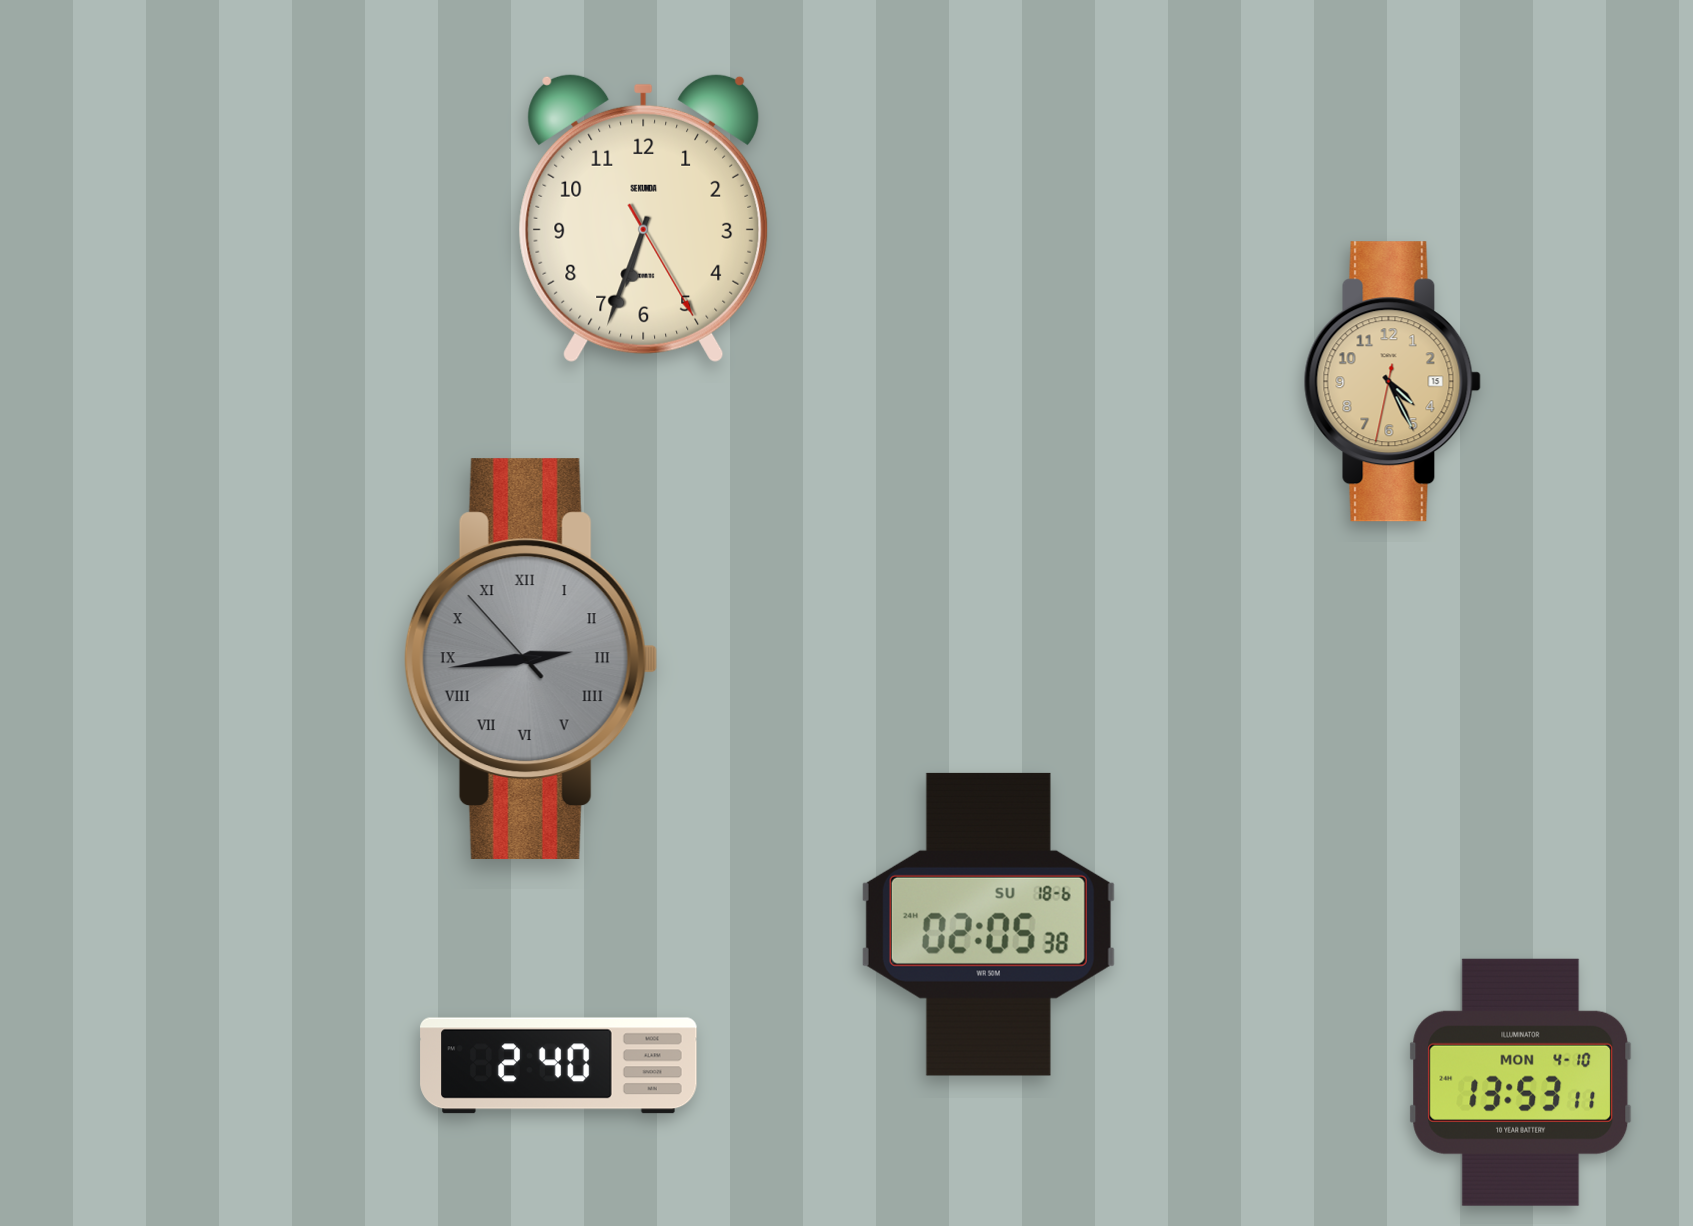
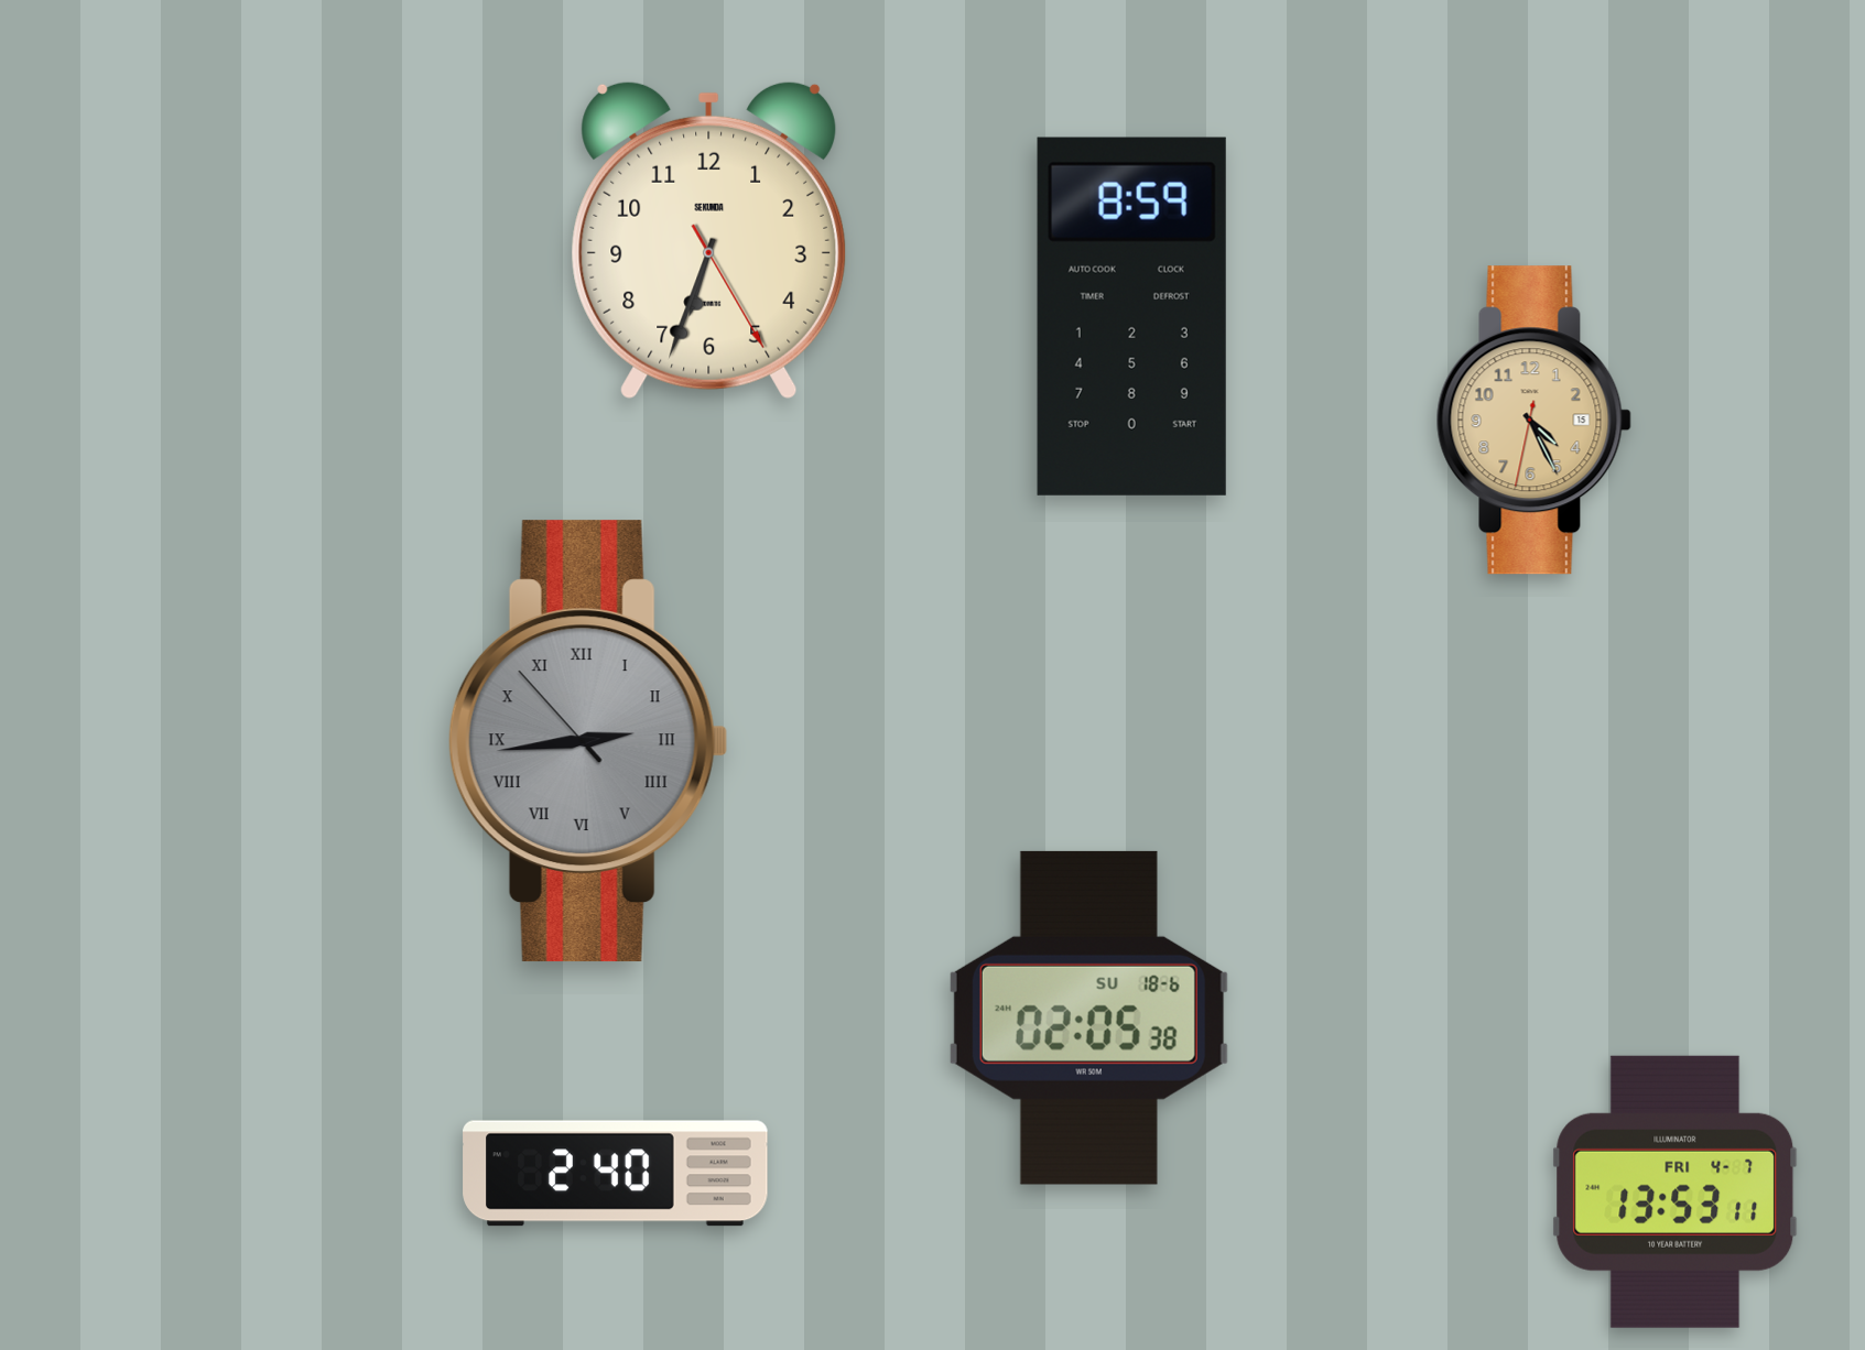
clock at (1131, 316): none -> 8:59
clock at (531, 659) position: (531, 659) -> (588, 741)
clock at (1521, 1082) date: MON 4-10 -> FRI 4-7
